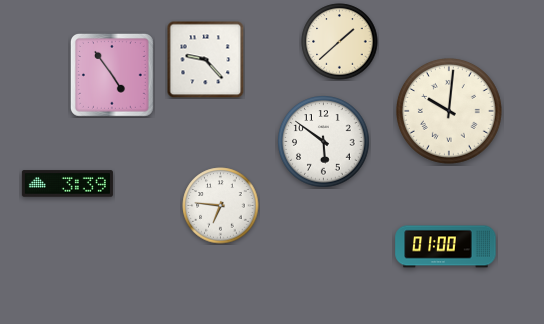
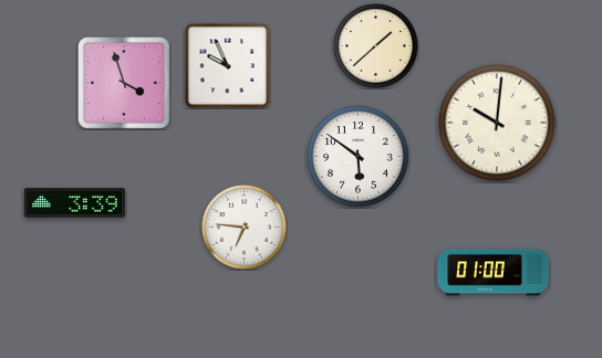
clock at (205, 59): 9:23 -> 9:56
clock at (112, 75): 4:54 -> 3:57
